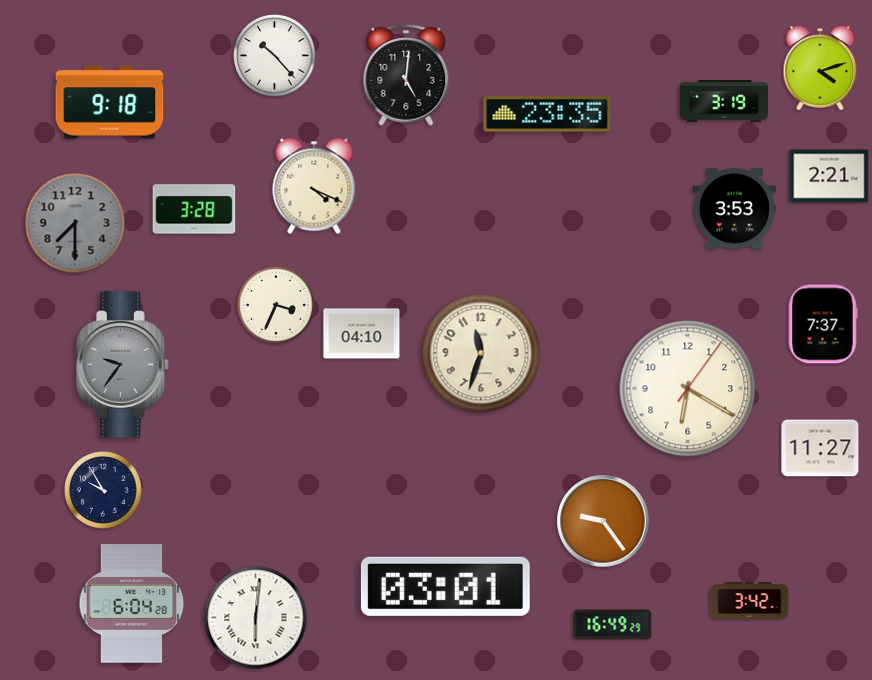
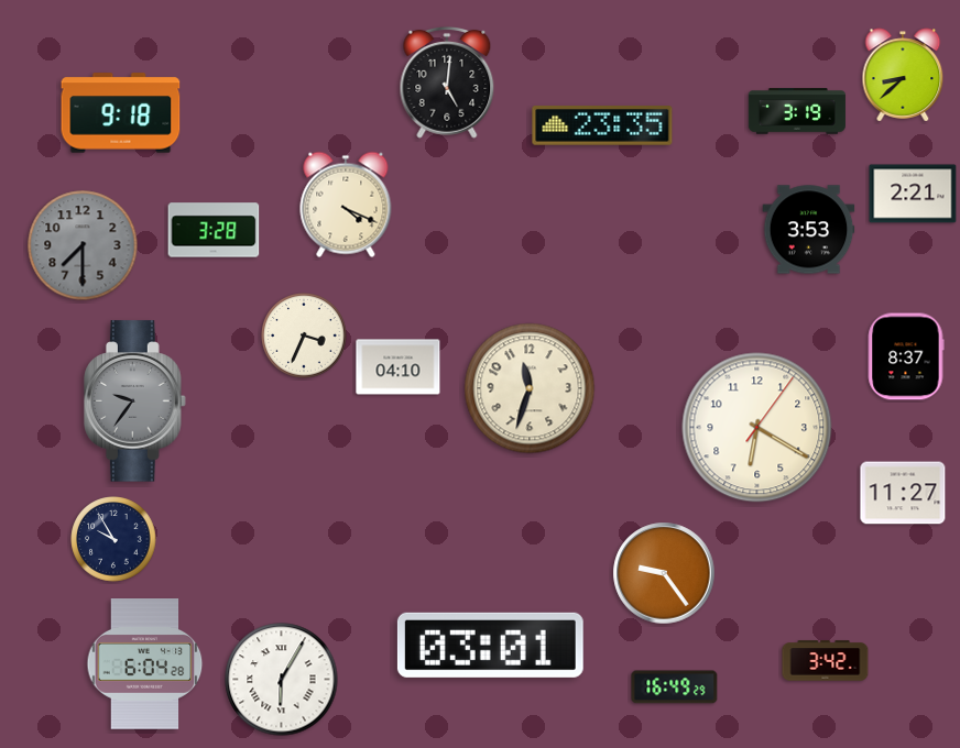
clock at (275, 56): 10:23 -> none
clock at (820, 68): 4:12 -> 8:38
clock at (823, 324): 7:37 -> 8:37
clock at (256, 618): 6:01 -> 6:05
